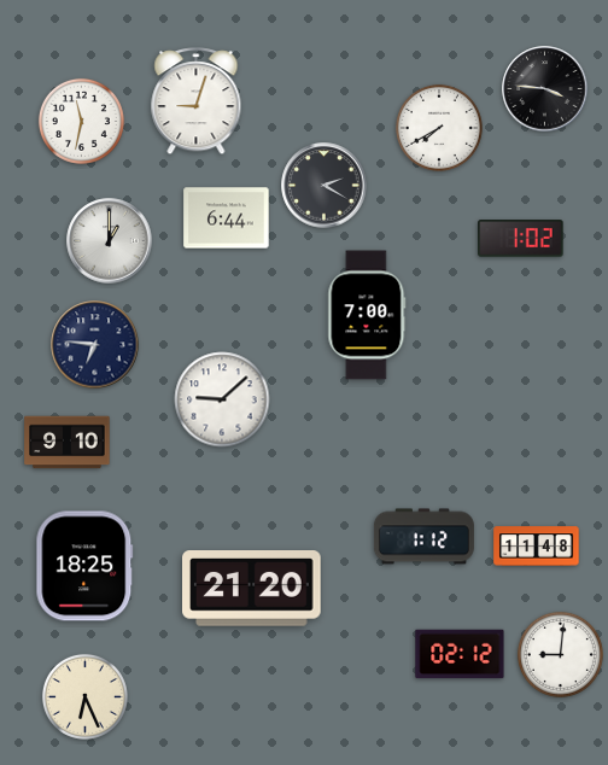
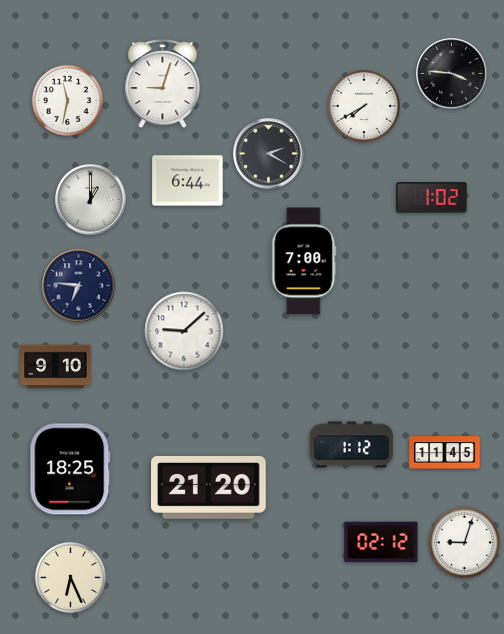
clock at (537, 547): 11:48 -> 11:45
clock at (560, 654): 9:01 -> 9:03
